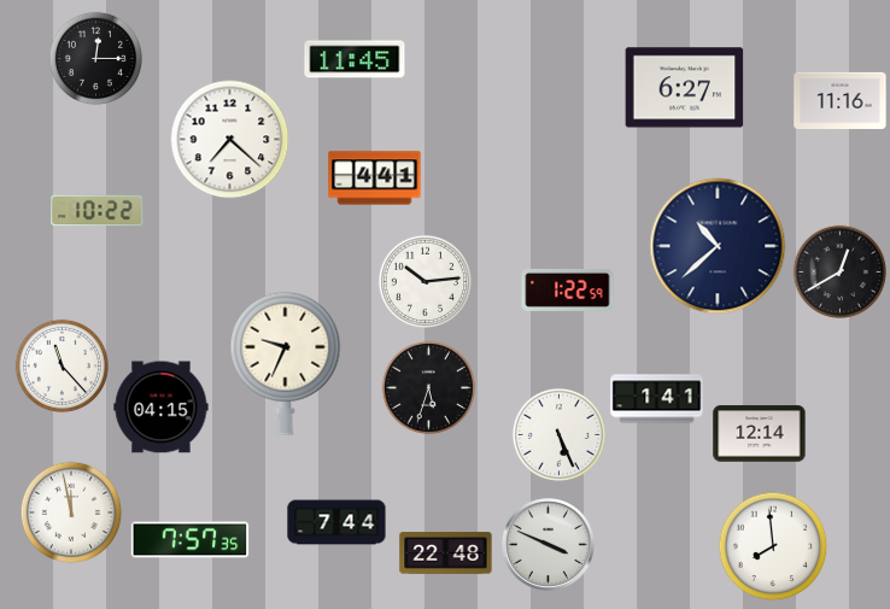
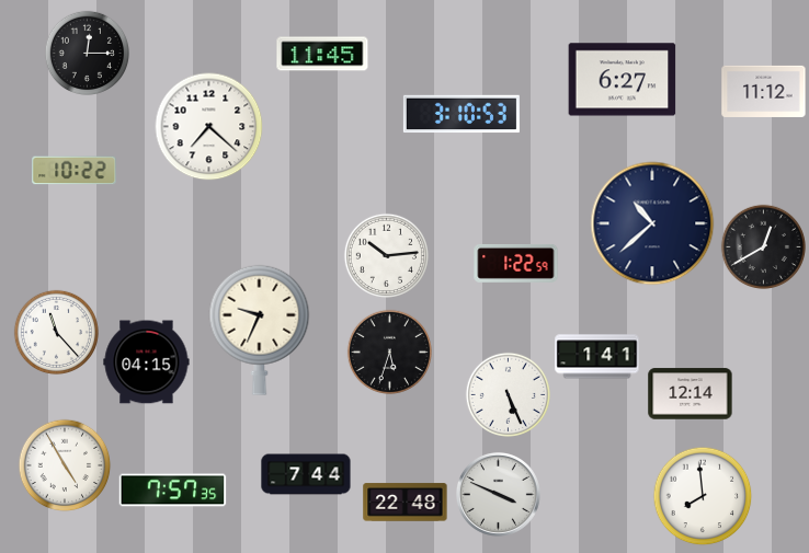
clock at (841, 100): 11:16 -> 11:12
clock at (462, 114): none -> 3:10
clock at (375, 178): 4:41 -> none
clock at (98, 211) position: (98, 211) -> (75, 171)
clock at (657, 399) position: (657, 399) -> (597, 357)
clock at (162, 408) position: (162, 408) -> (147, 362)
clock at (71, 513): 11:58 -> 4:55
